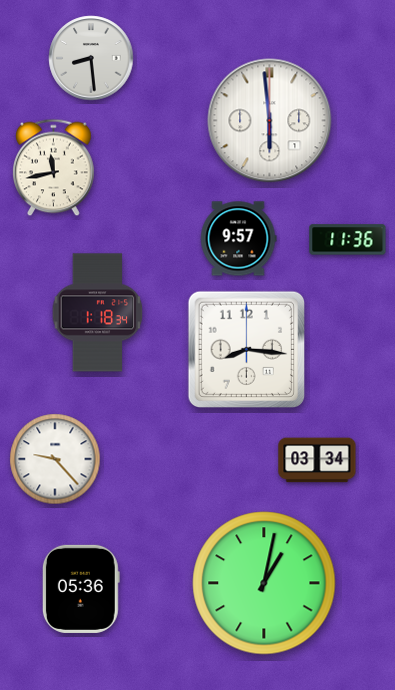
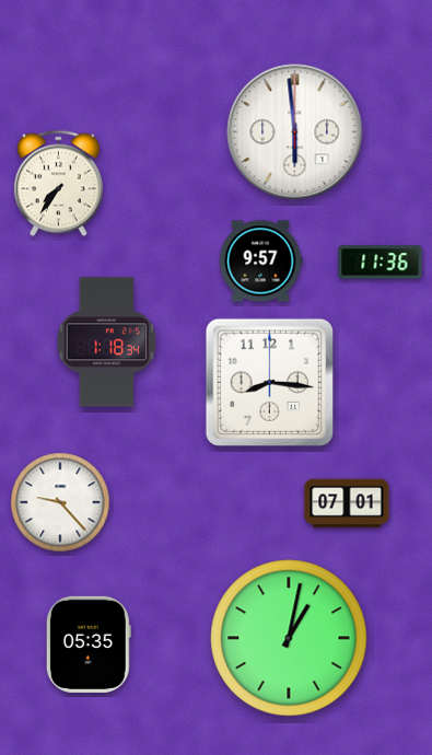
clock at (91, 58): 8:29 -> none
clock at (54, 168): 11:43 -> 7:36
clock at (317, 460): 03:34 -> 07:01
clock at (81, 589): 05:36 -> 05:35
